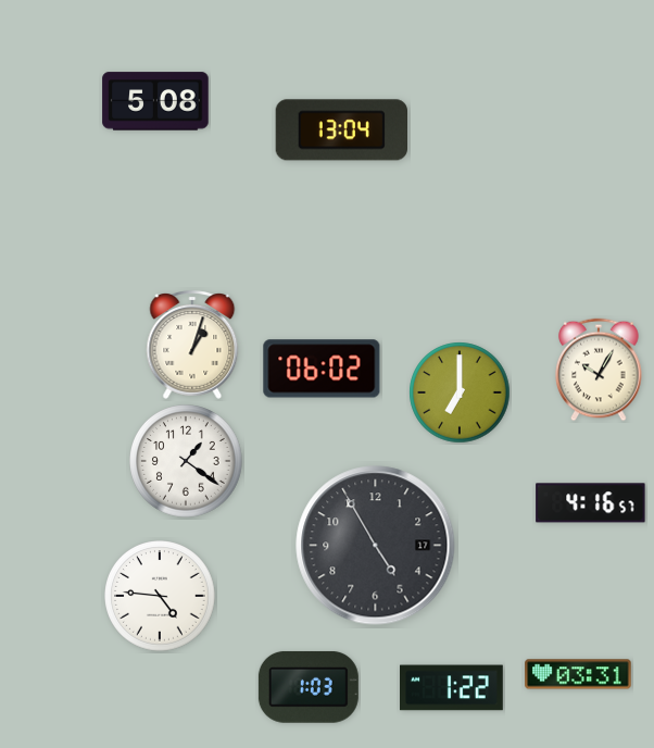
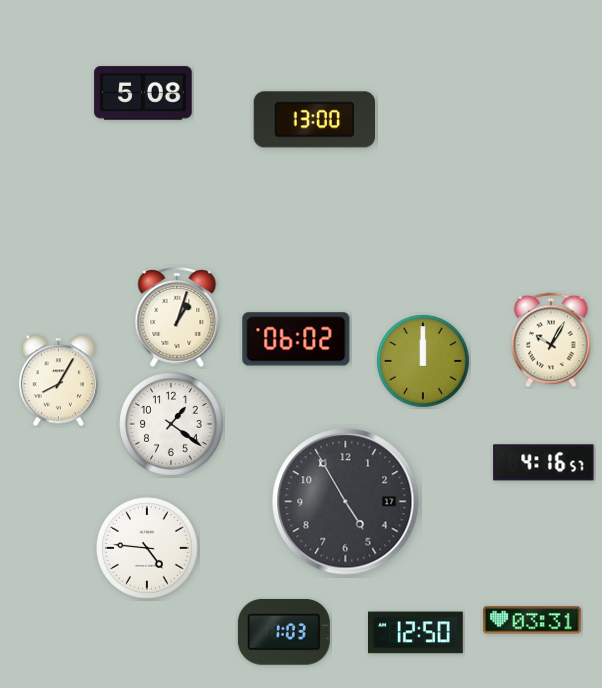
clock at (341, 130): 13:04 -> 13:00
clock at (460, 392): 7:00 -> 12:00
clock at (58, 381): none -> 8:05
clock at (452, 688): 1:22 -> 12:50
